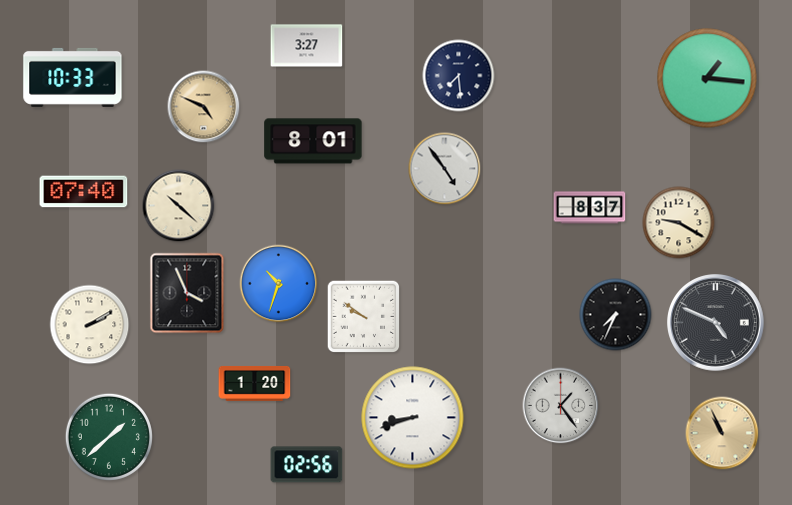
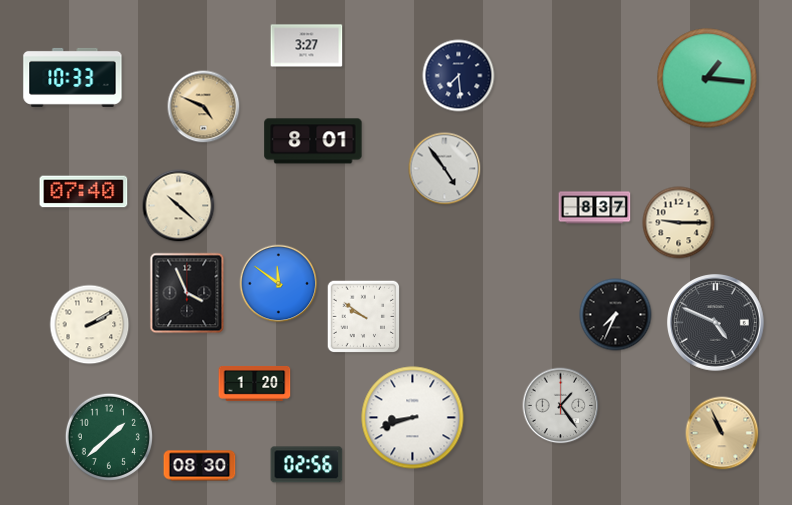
clock at (590, 208) position: (590, 208) -> (595, 208)
clock at (679, 223): 9:20 -> 9:15
clock at (279, 284): 10:33 -> 11:51
clock at (200, 466): none -> 08:30
